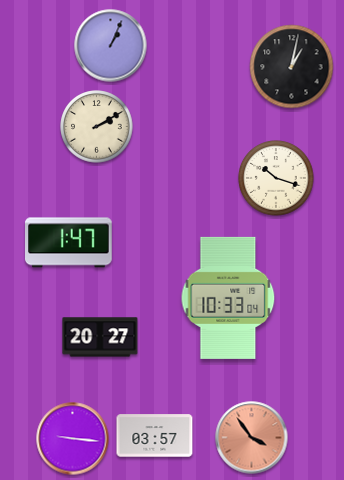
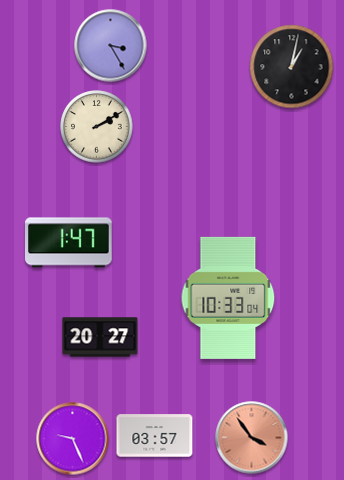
clock at (111, 46): 1:04 -> 3:25
clock at (276, 178): 10:18 -> none
clock at (73, 439): 9:16 -> 9:26
